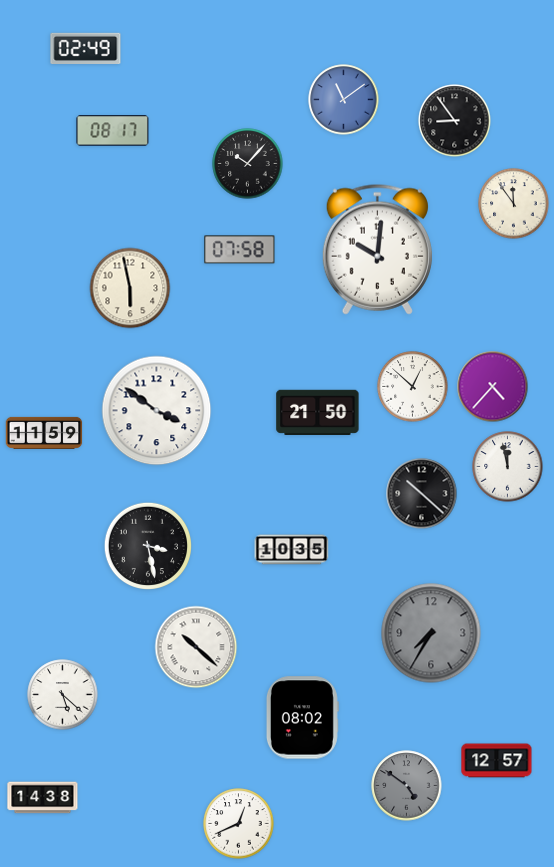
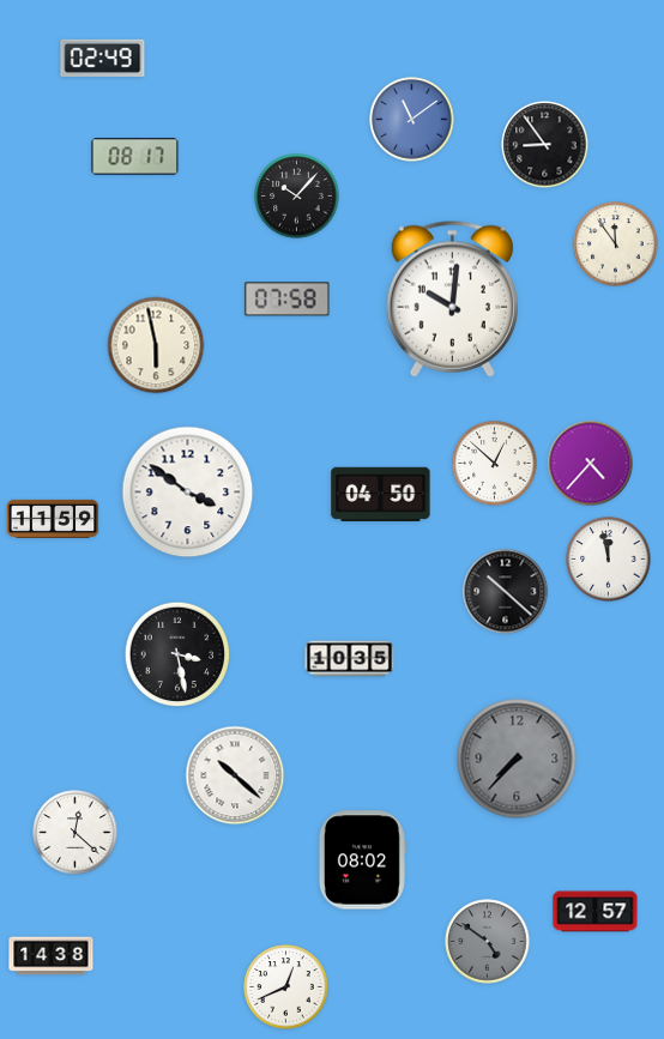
clock at (318, 412): 21:50 -> 04:50
clock at (431, 633): 7:35 -> 7:37
clock at (63, 695): 5:22 -> 12:22
